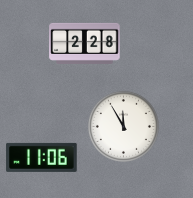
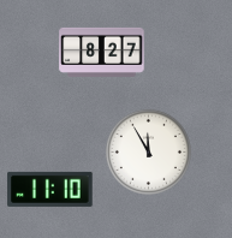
clock at (85, 43): 2:28 -> 8:27
clock at (42, 157): 11:06 -> 11:10
